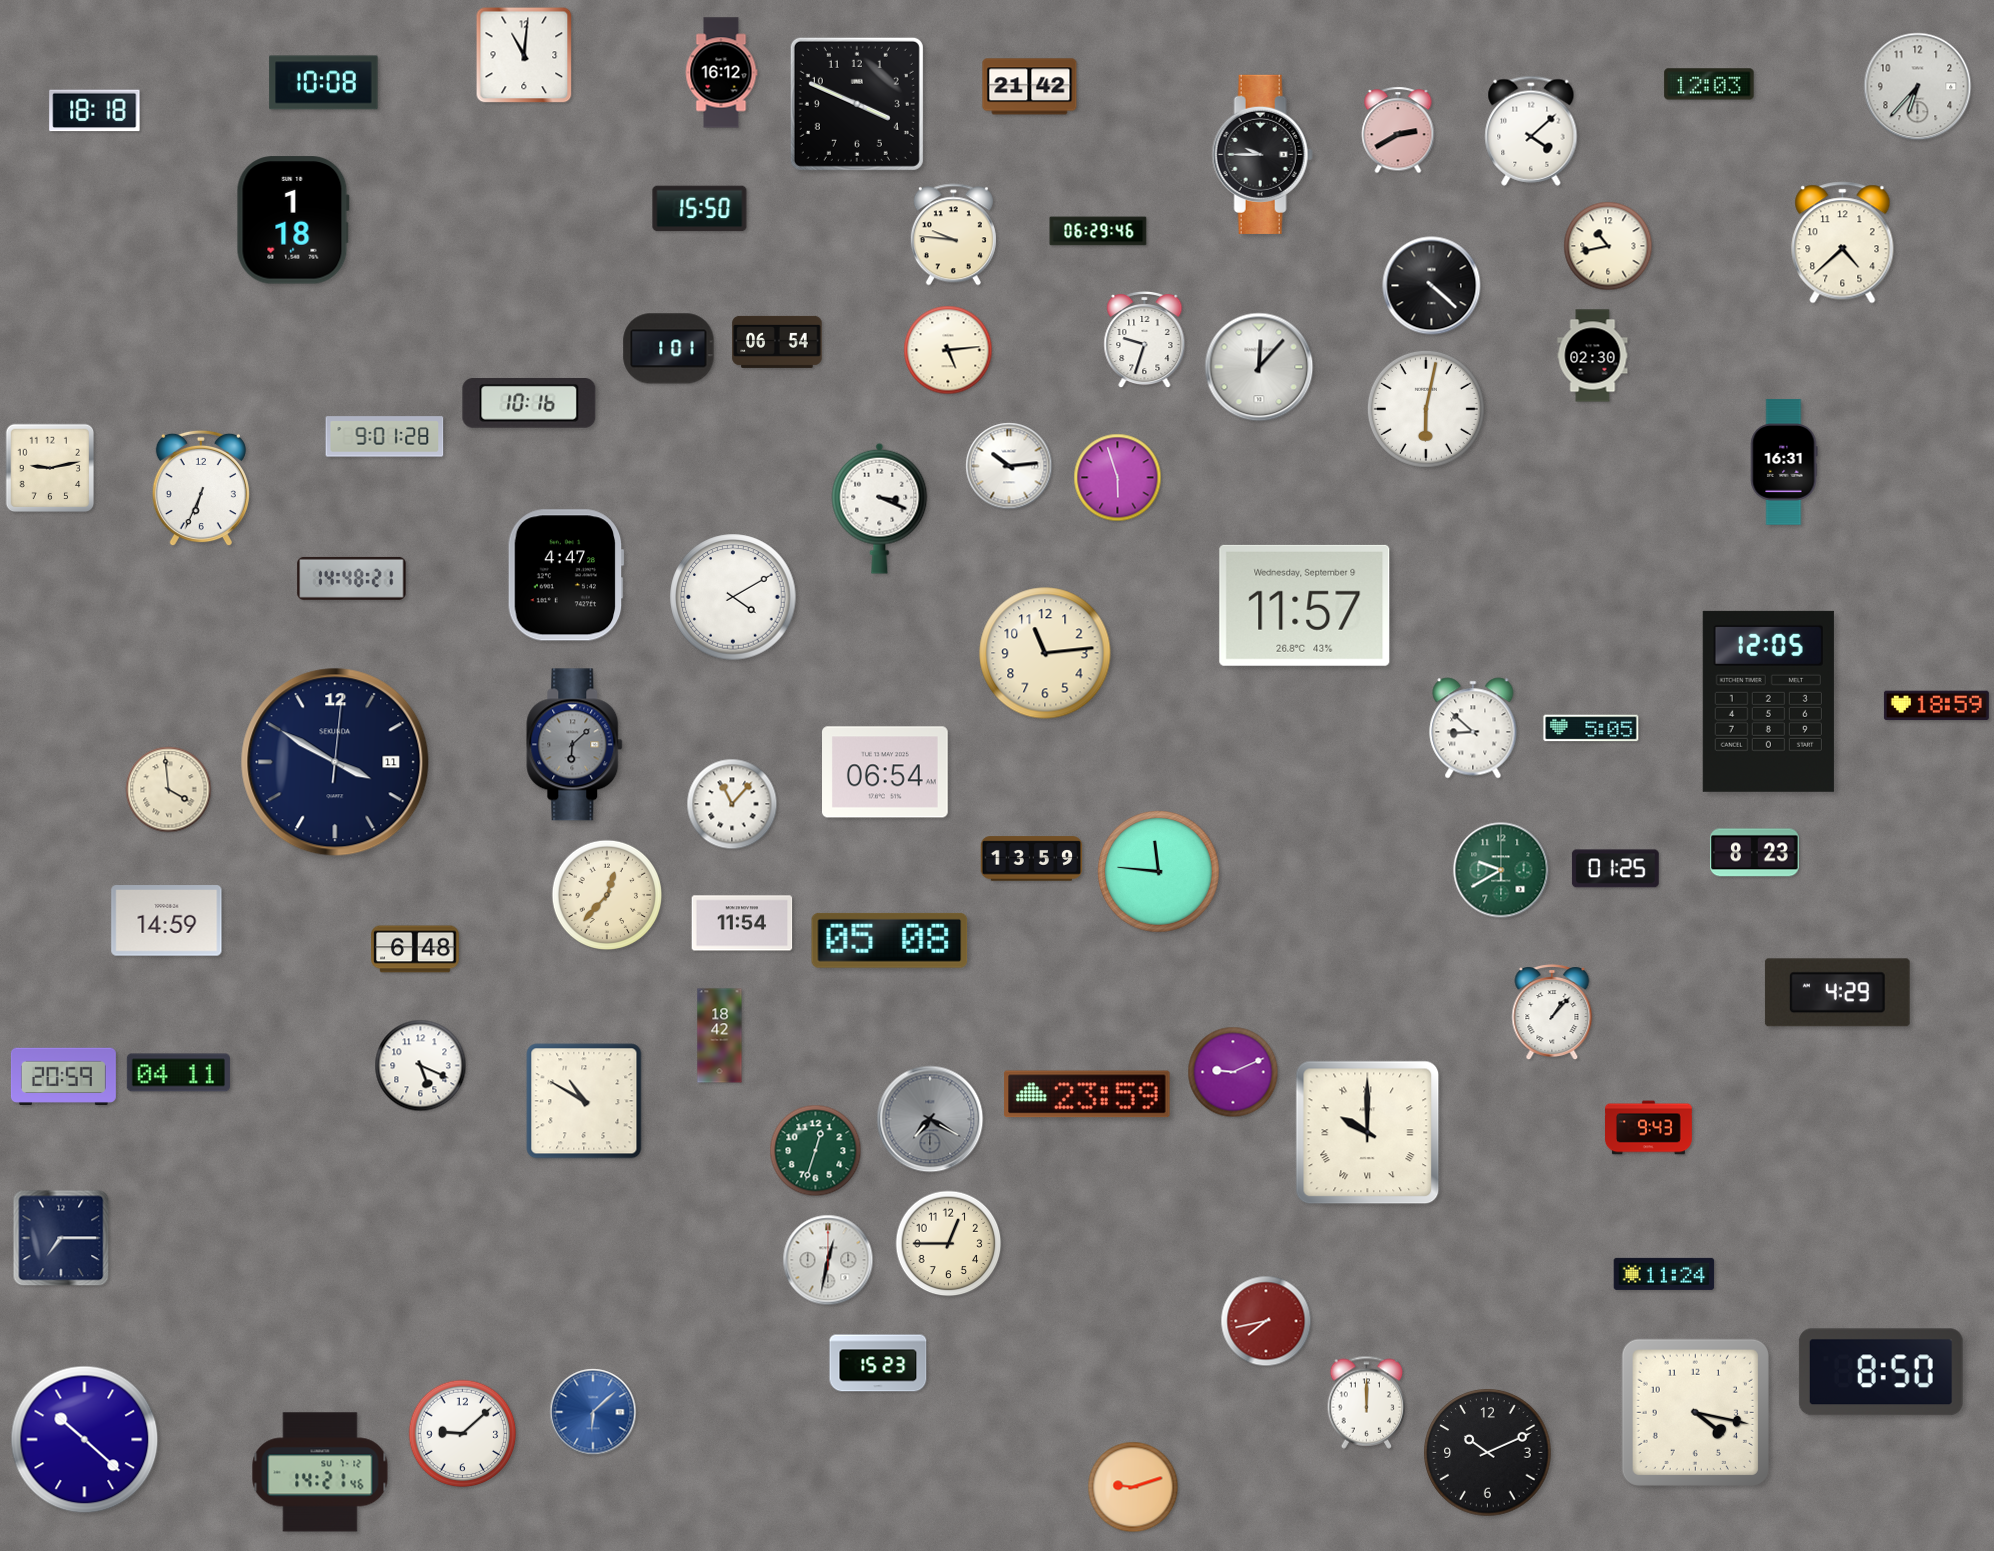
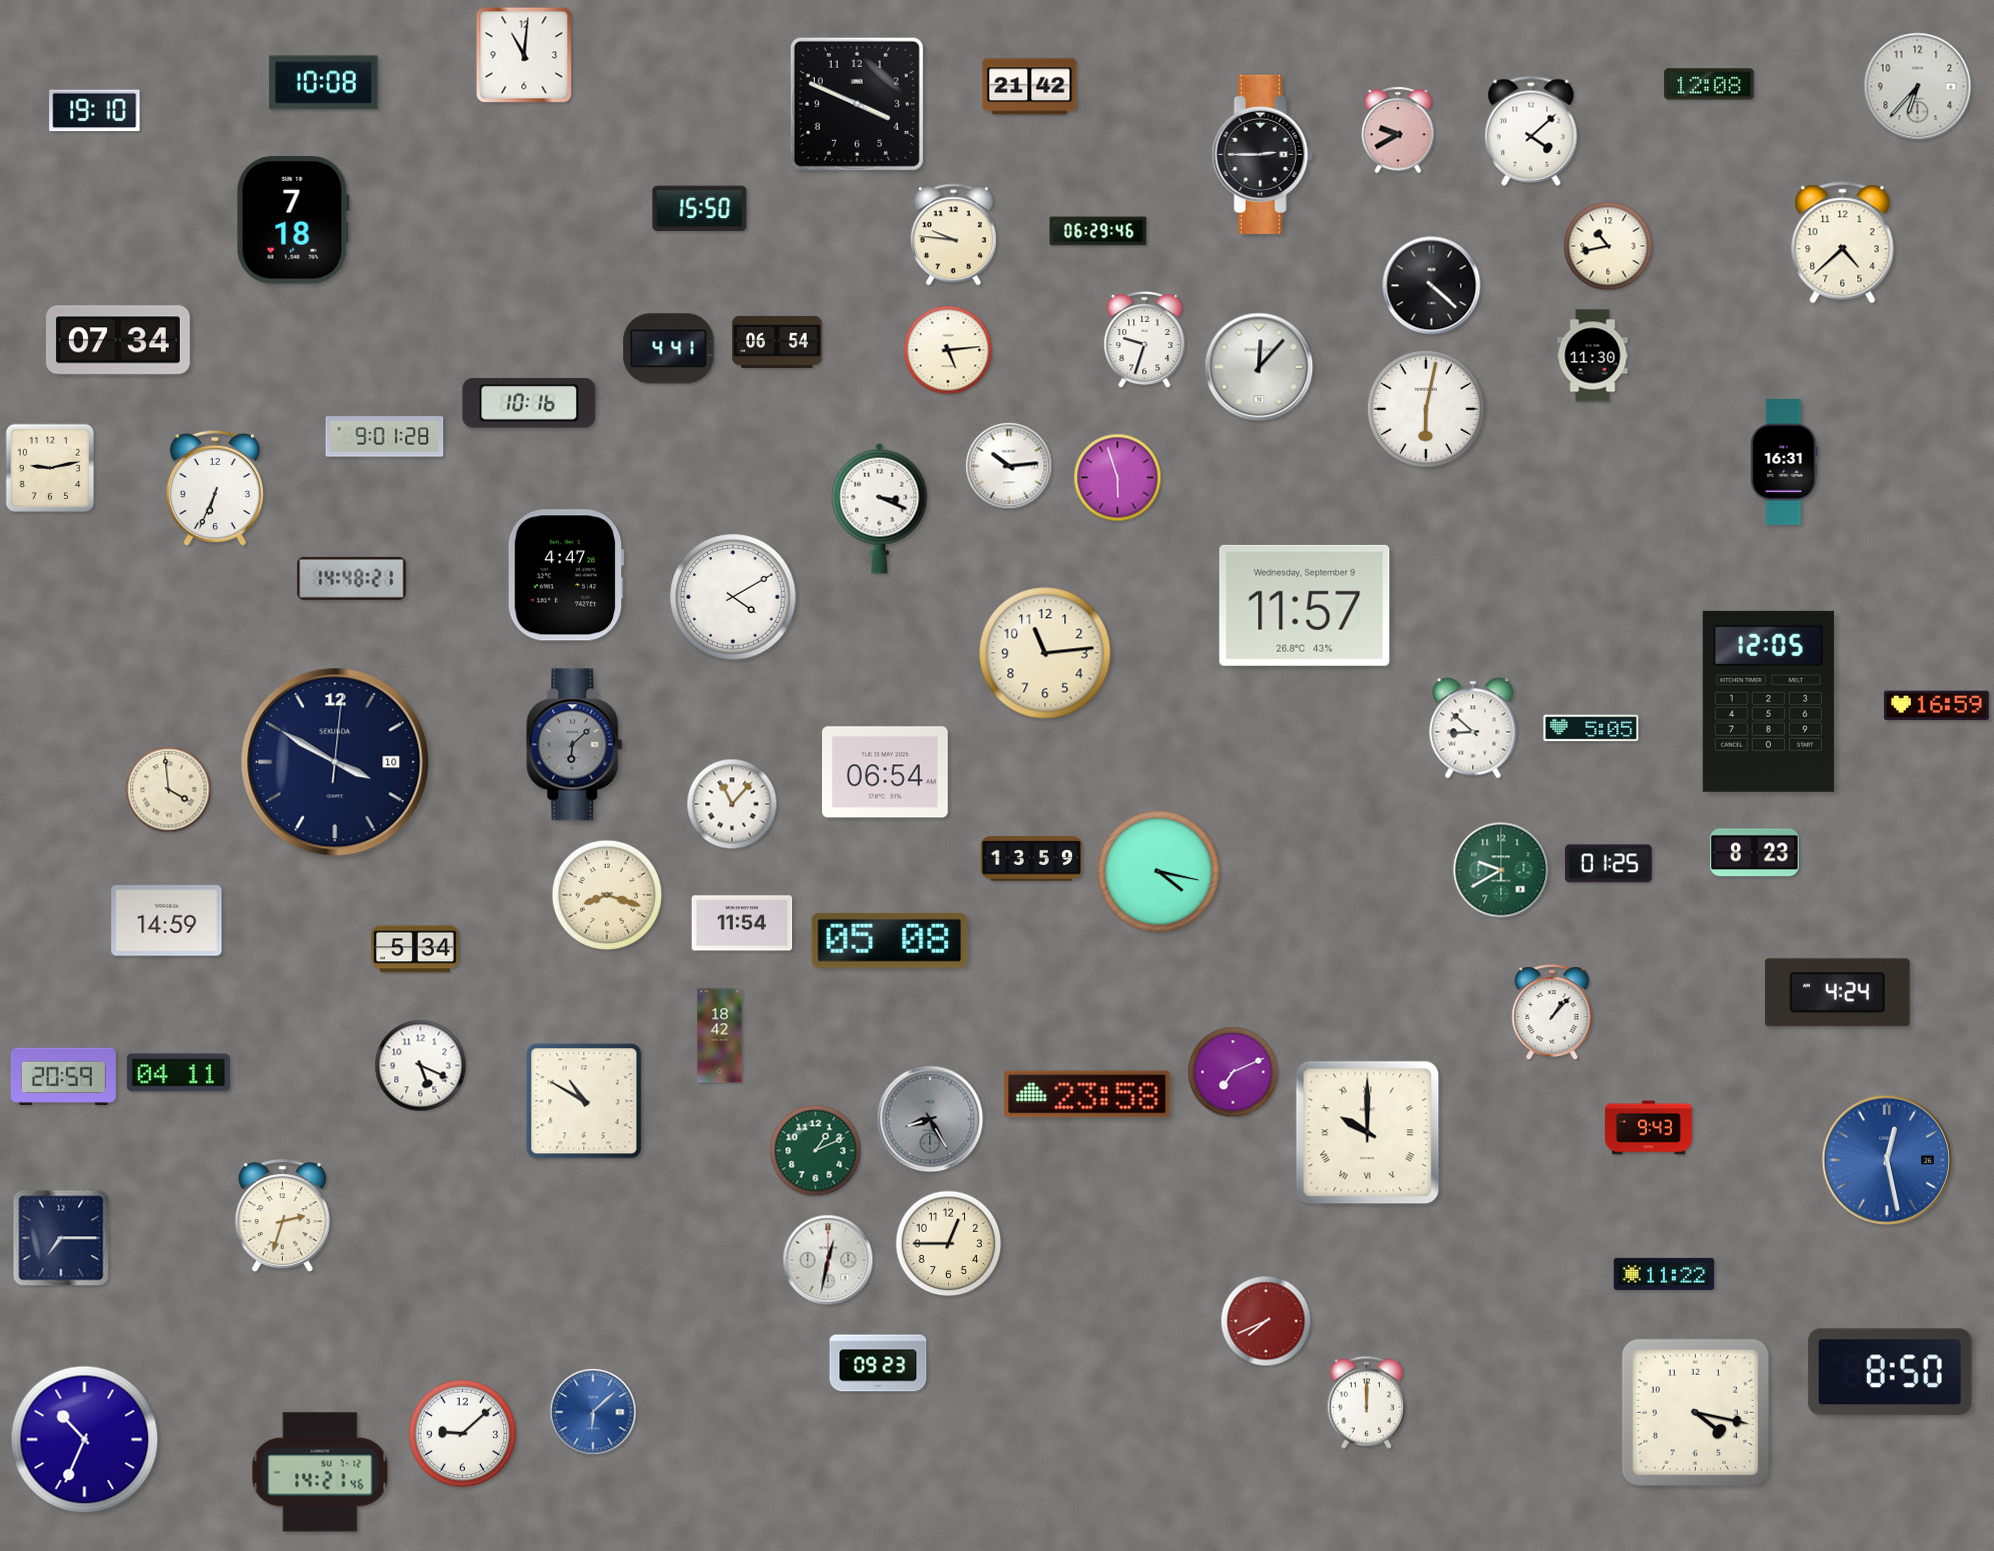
clock at (721, 73): 16:12 -> none
clock at (1709, 84): 12:03 -> 12:08
clock at (95, 111): 18:18 -> 19:10
clock at (1398, 130): 2:40 -> 9:40
clock at (1262, 154): 9:45 -> 2:45
clock at (293, 220): 1:18 -> 7:18
clock at (118, 340): none -> 07:34
clock at (669, 349): 1:01 -> 4:41
clock at (1593, 356): 02:30 -> 11:30
clock at (201, 488) position: (201, 488) -> (215, 488)
clock at (1936, 706): 18:59 -> 16:59
clock at (335, 762) date: 11 -> 10
clock at (1615, 869) position: (1615, 869) -> (1608, 864)
clock at (1159, 872): 11:46 -> 4:17
clock at (606, 894): 12:37 -> 8:18
clock at (415, 949): 6:48 -> 5:34
clock at (1837, 993): 4:29 -> 4:24
clock at (1233, 1072): 9:11 -> 7:11
clock at (1087, 1094): 23:59 -> 23:58
clock at (930, 1119): 7:20 -> 8:25
clock at (816, 1151): 12:33 -> 1:11
clock at (1886, 1159): none -> 12:28
clock at (282, 1215): none -> 2:33
clock at (1664, 1274): 11:24 -> 11:22
clock at (1266, 1321): 7:43 -> 7:41
clock at (878, 1363): 15:23 -> 09:23
clock at (1881, 1372) position: (1881, 1372) -> (1890, 1372)
clock at (85, 1440): 10:22 -> 10:34
clock at (1488, 1453): 10:11 -> none
clock at (1133, 1487): 9:12 -> none
